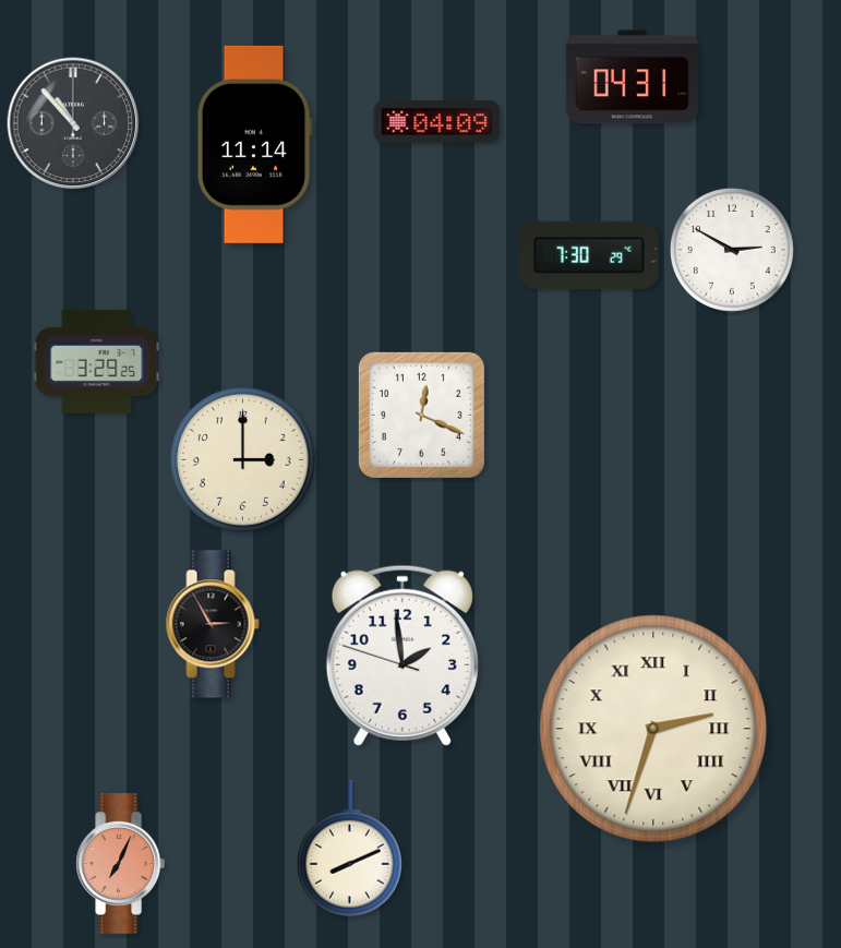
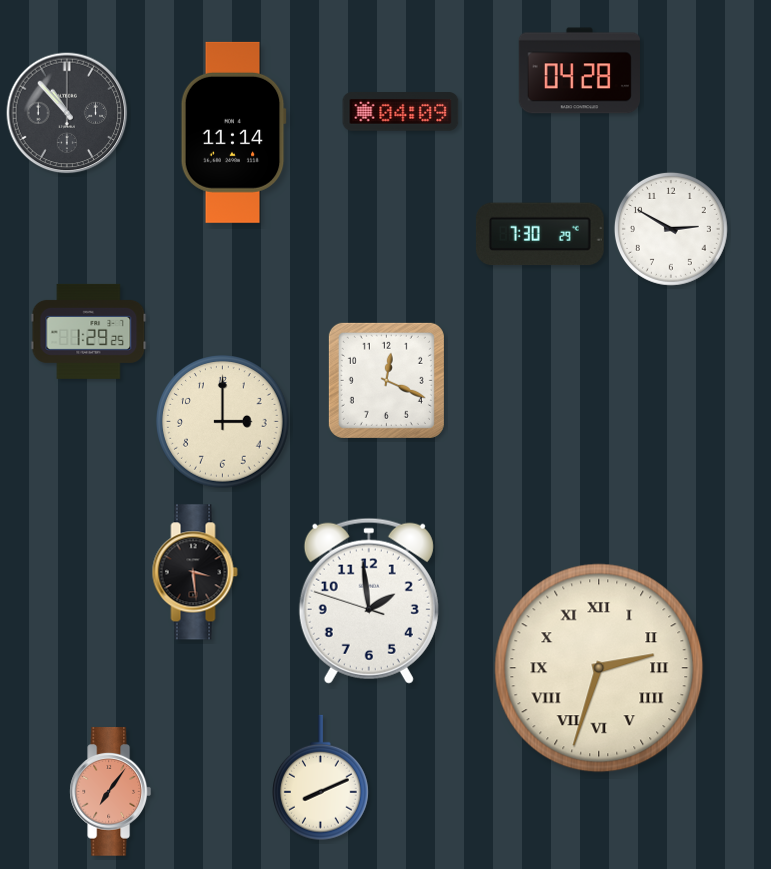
clock at (632, 77): 04:31 -> 04:28
clock at (97, 361): 3:29 -> 1:29
clock at (213, 624): 2:55 -> 3:29
clock at (120, 864): 7:04 -> 7:06
